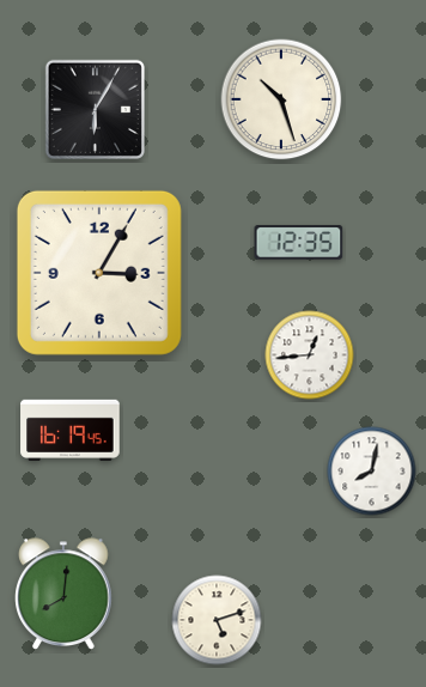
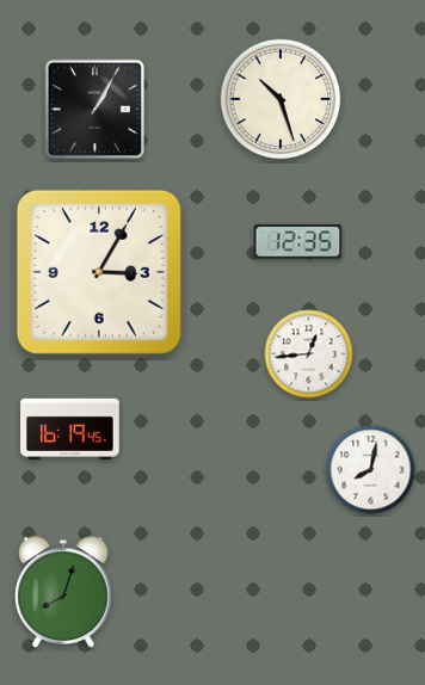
clock at (95, 109): 6:05 -> 1:05
clock at (63, 595): 8:01 -> 8:03
clock at (217, 620): 5:12 -> none
